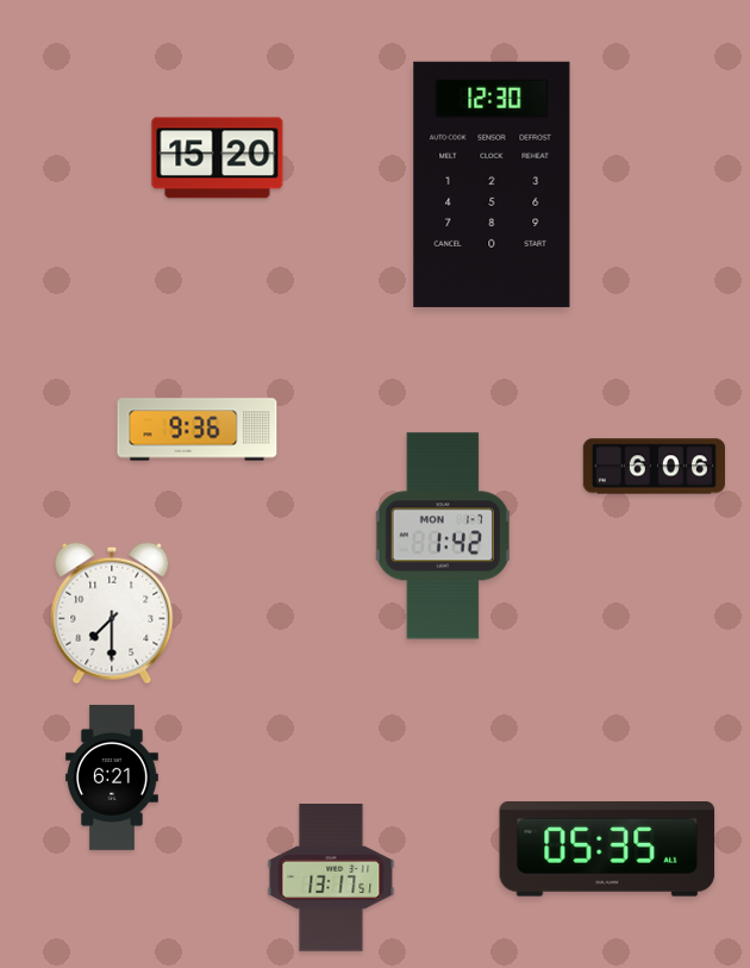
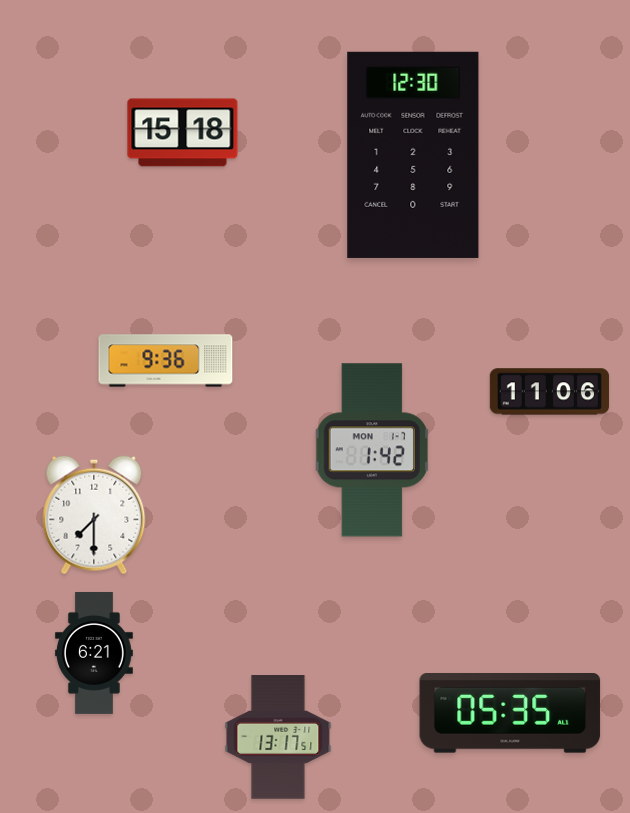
clock at (218, 158): 15:20 -> 15:18
clock at (654, 467): 6:06 -> 11:06
